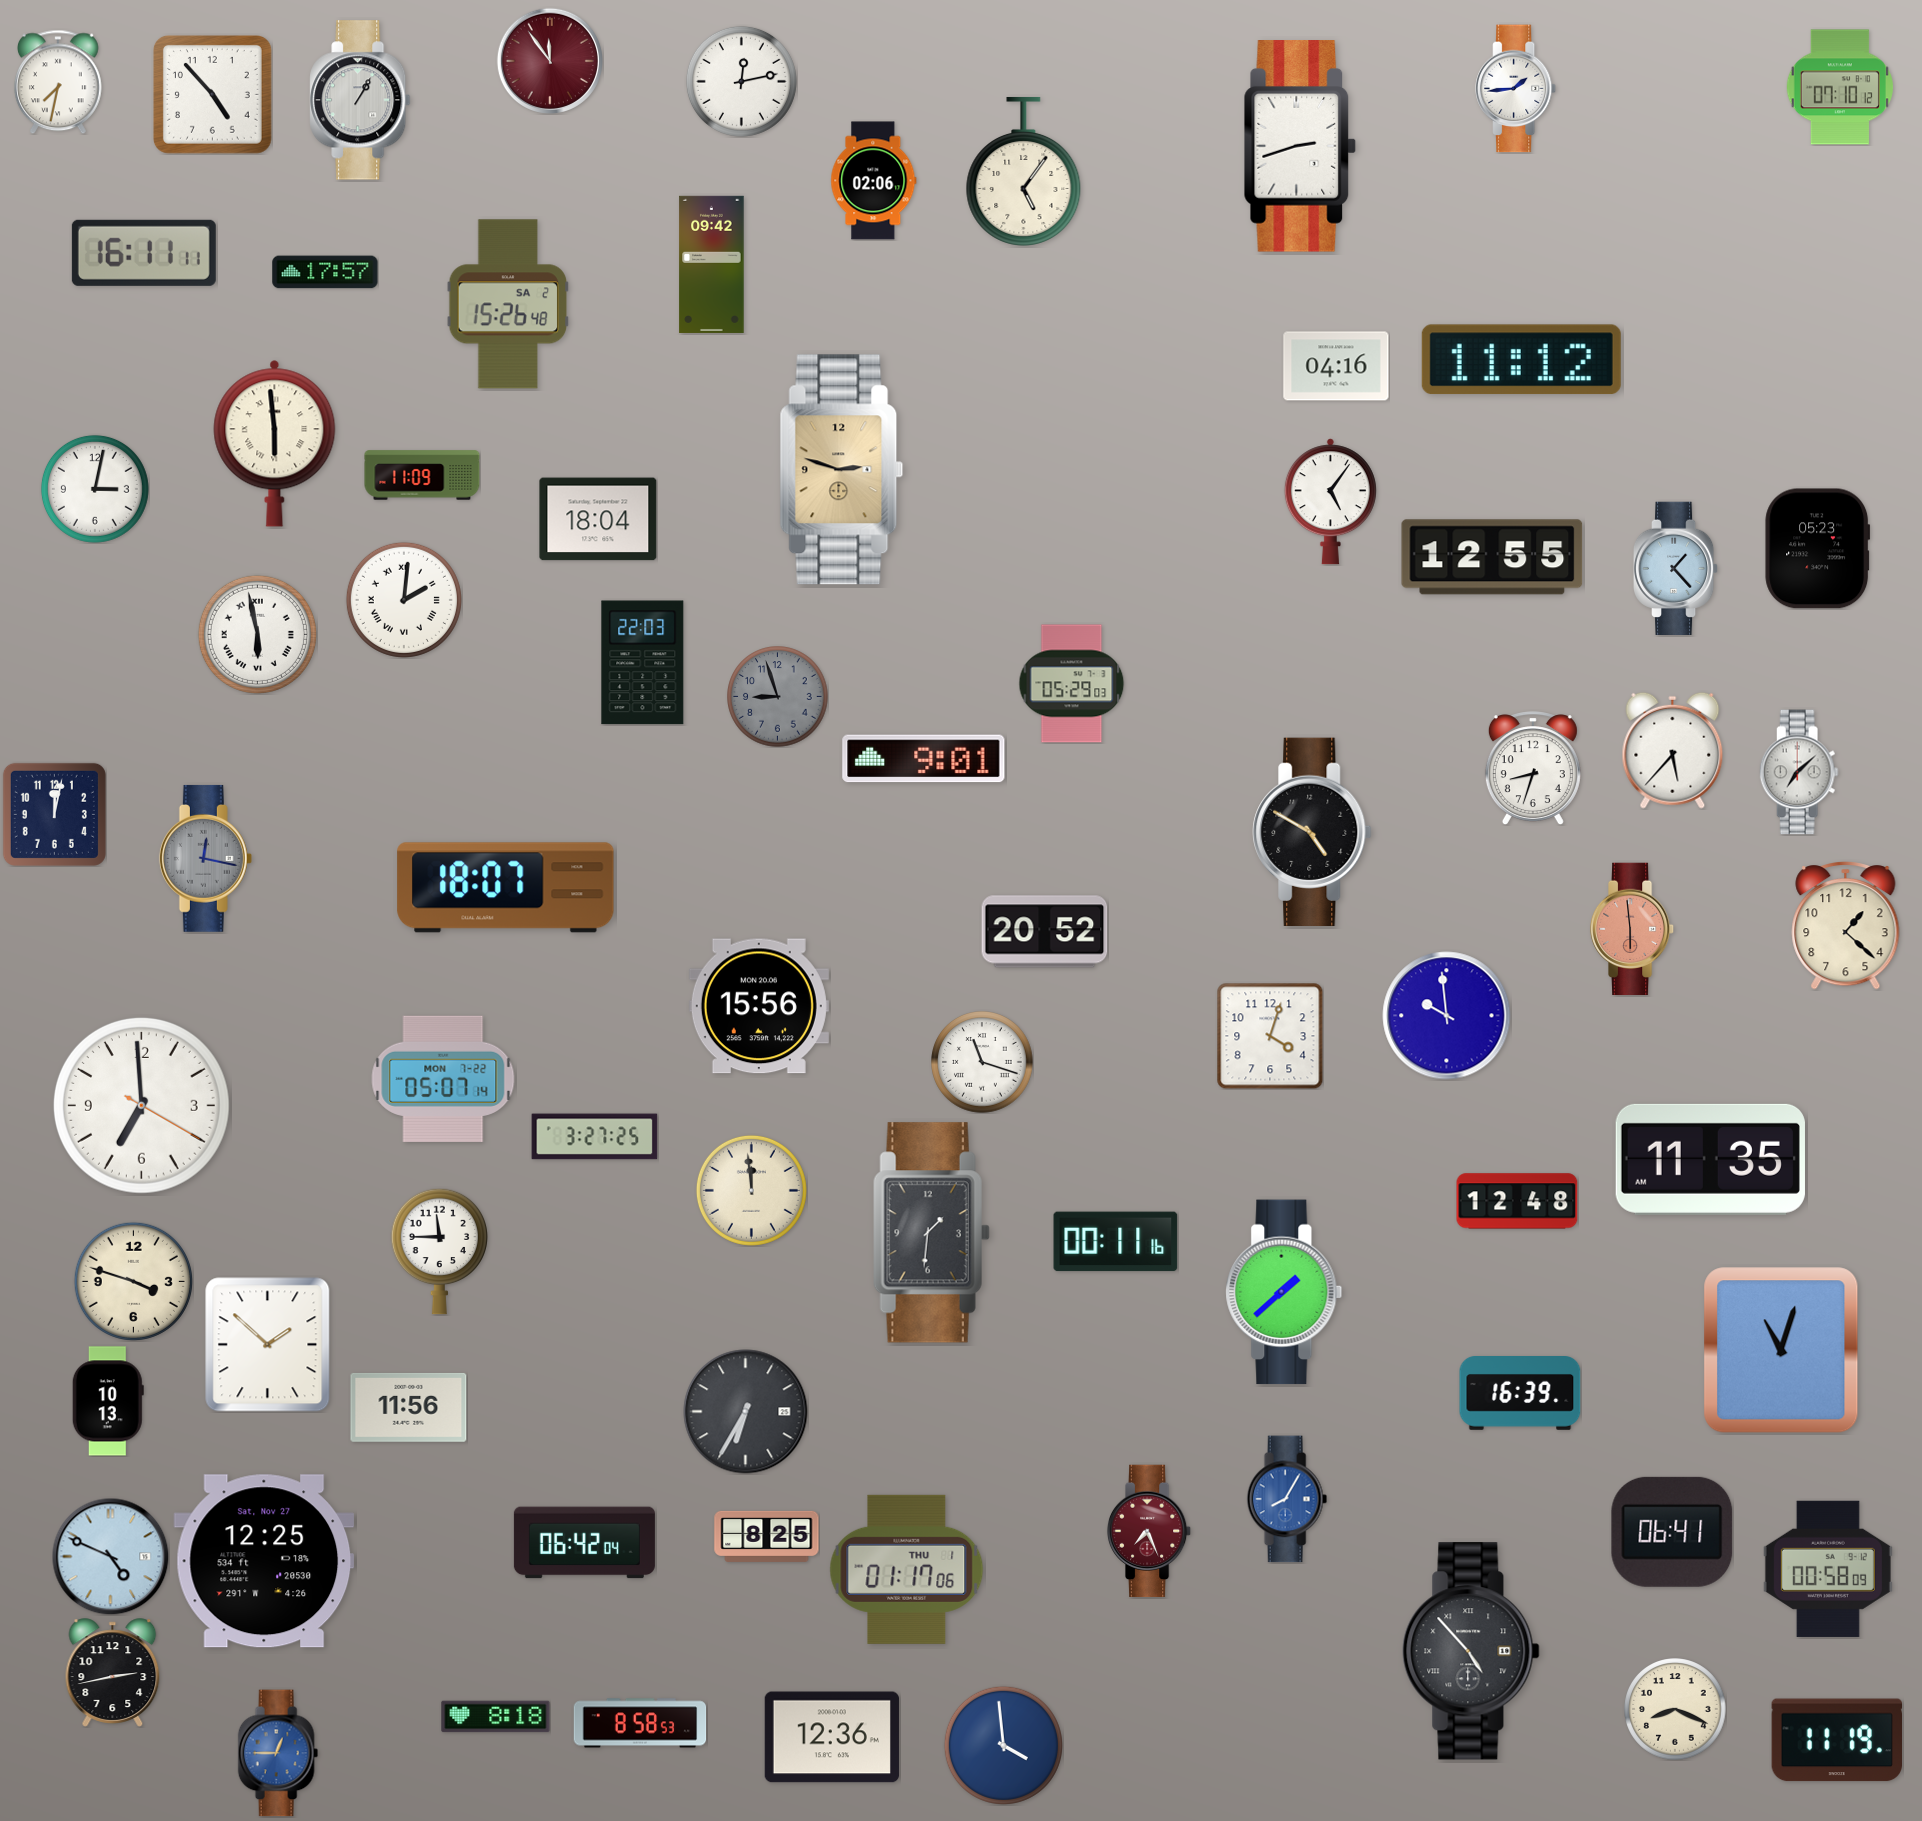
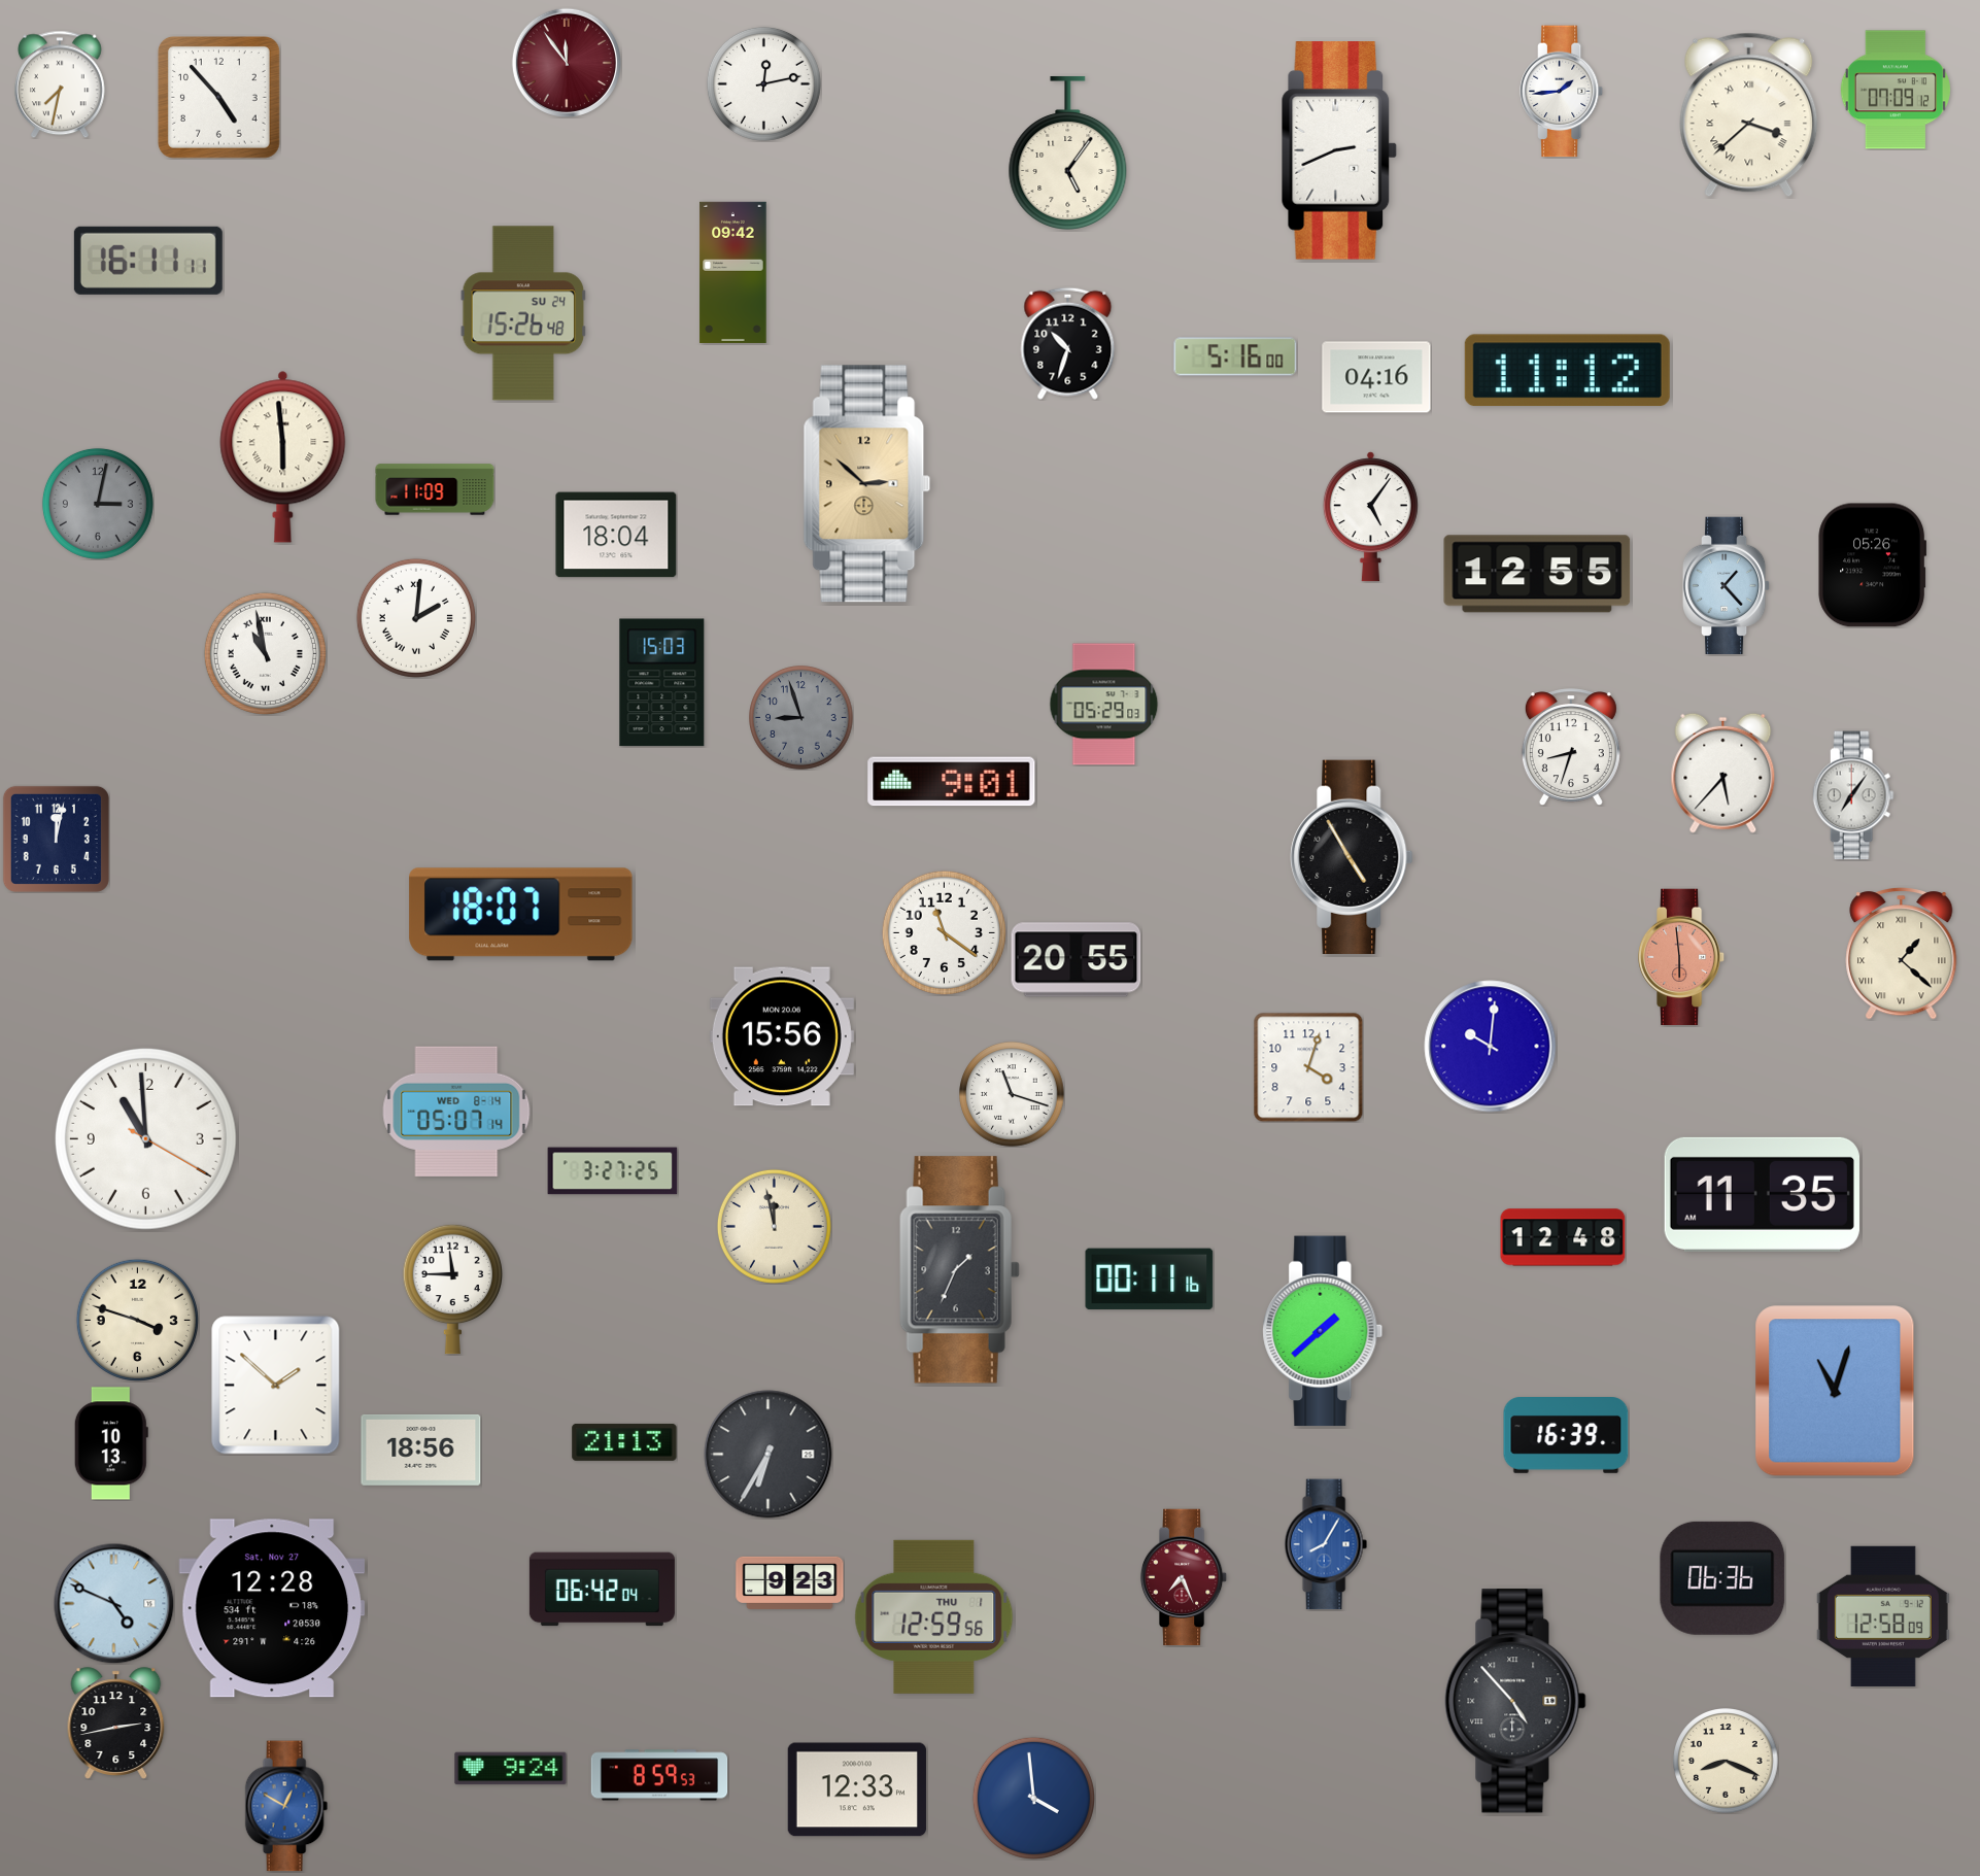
clock at (1840, 87): 07:10 -> 07:09
clock at (360, 100): 1:05 -> none
clock at (1749, 115): none -> 3:38
clock at (1300, 146): 2:42 -> 2:41
clock at (1024, 171) position: (1024, 171) -> (1068, 152)
clock at (874, 181): 02:06 -> none
clock at (325, 272): 17:57 -> none
clock at (508, 304) date: SA 2 -> SU 24
clock at (1068, 343): none -> 10:33
clock at (1235, 356): none -> 5:16
clock at (842, 470): 2:48 -> 2:52
clock at (95, 489) dial: white -> grey
clock at (1818, 549): 05:23 -> 05:26
clock at (257, 634): 5:58 -> 10:58
clock at (643, 663): 22:03 -> 15:03
clock at (1533, 768) position: (1533, 768) -> (1571, 747)
clock at (1799, 772): 7:08 -> 7:06
clock at (1312, 831): 4:50 -> 4:55
clock at (205, 858): 12:17 -> none
clock at (944, 932): none -> 11:21
clock at (1846, 926) numerals: Arabic -> Roman
clock at (1045, 932): 20:52 -> 20:55
clock at (1447, 1016): 9:59 -> 10:01
clock at (443, 1078) date: MON 7-22 -> WED 8-14
clock at (141, 1105): 6:59 -> 10:59
clock at (751, 1190): 11:59 -> 11:58
clock at (931, 1233): 1:31 -> 1:34
clock at (624, 1442): none -> 21:13
clock at (409, 1407): 11:56 -> 18:56
clock at (1672, 1532): 06:41 -> 06:36
clock at (767, 1536): 8:25 -> 9:23
clock at (264, 1561): 12:25 -> 12:28
clock at (907, 1569): 01:17 -> 12:59
clock at (1828, 1569): 00:58 -> 12:58
clock at (496, 1717): 8:18 -> 9:24
clock at (640, 1723): 8:58 -> 8:59
clock at (832, 1737): 12:36 -> 12:33
clock at (1836, 1740): 11:19 -> none
clock at (278, 1753): 12:45 -> 12:50
